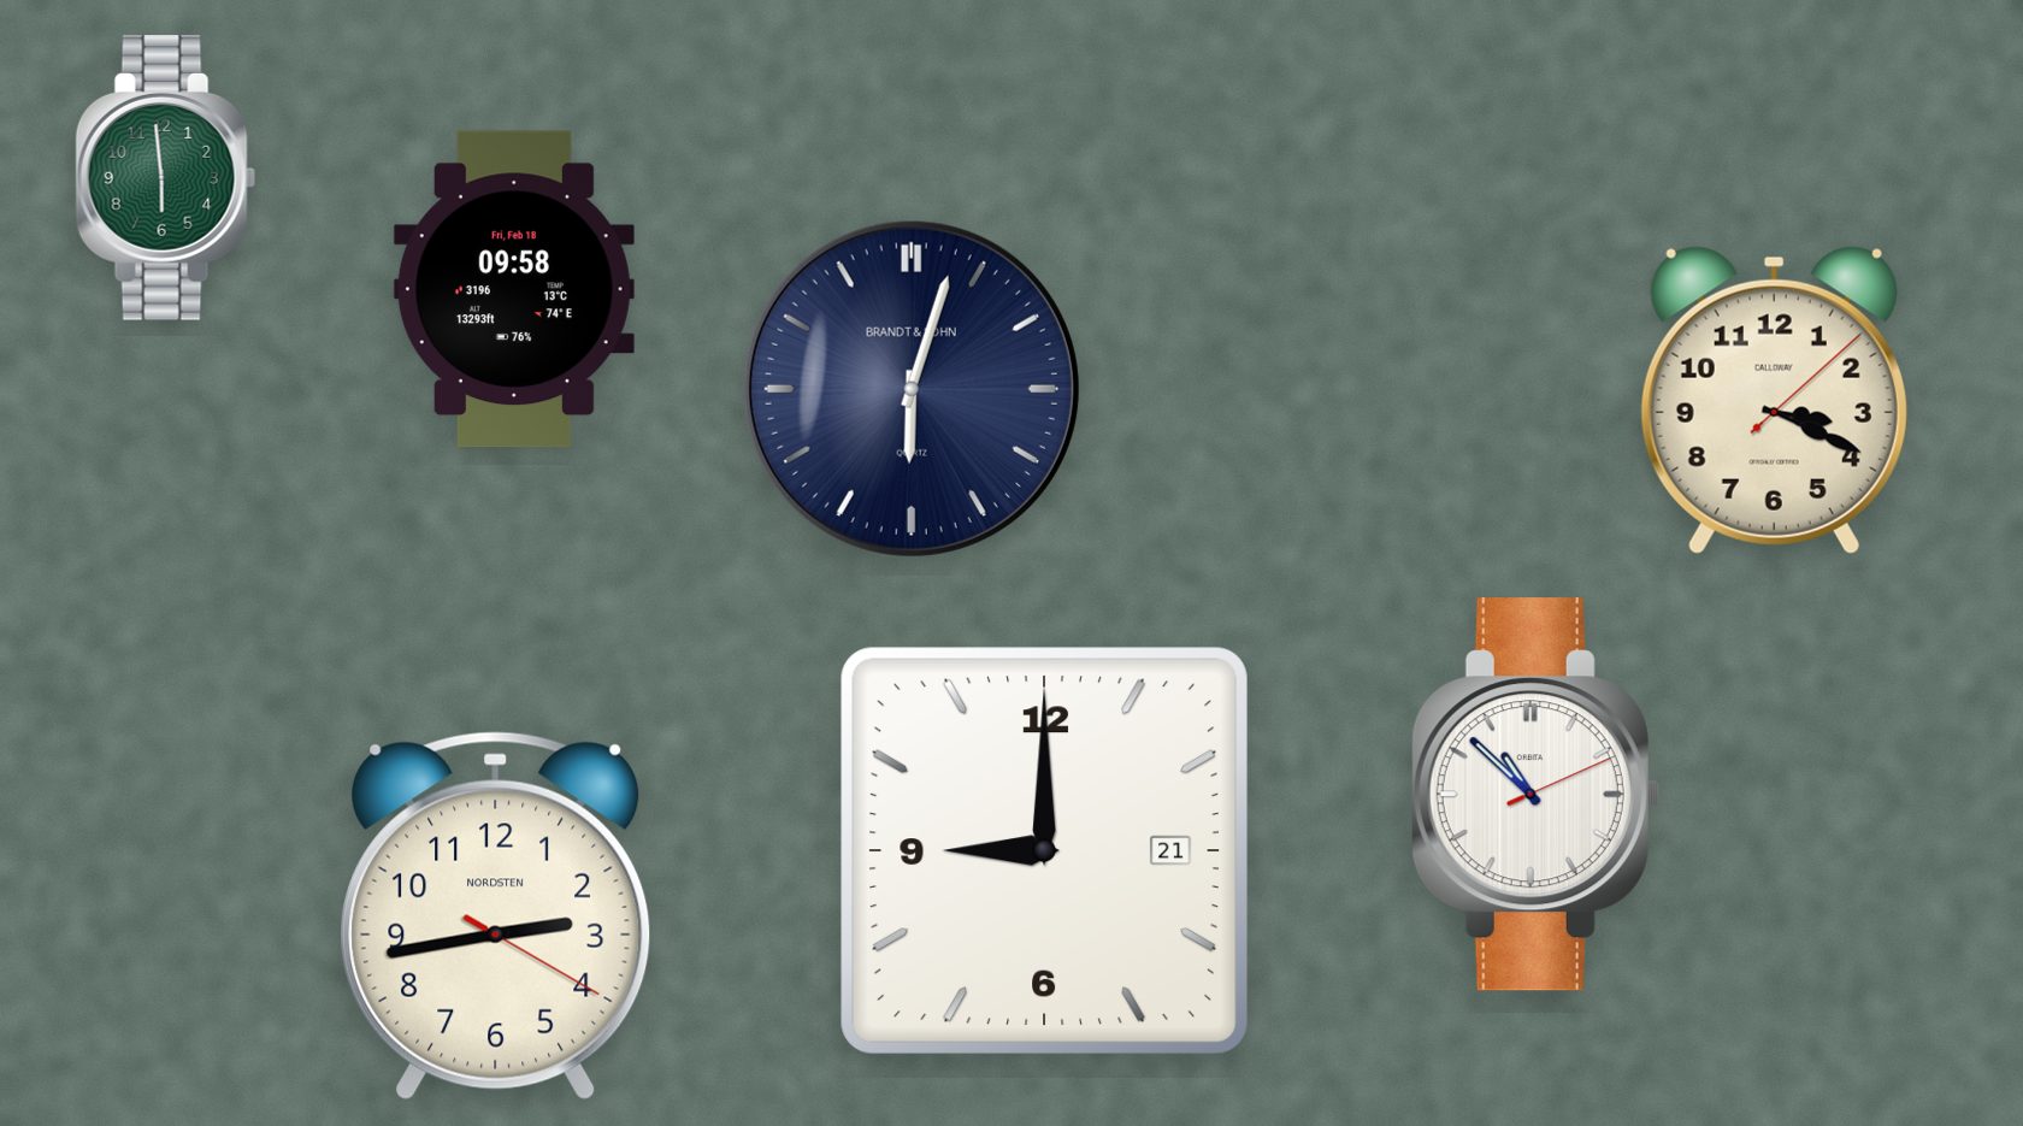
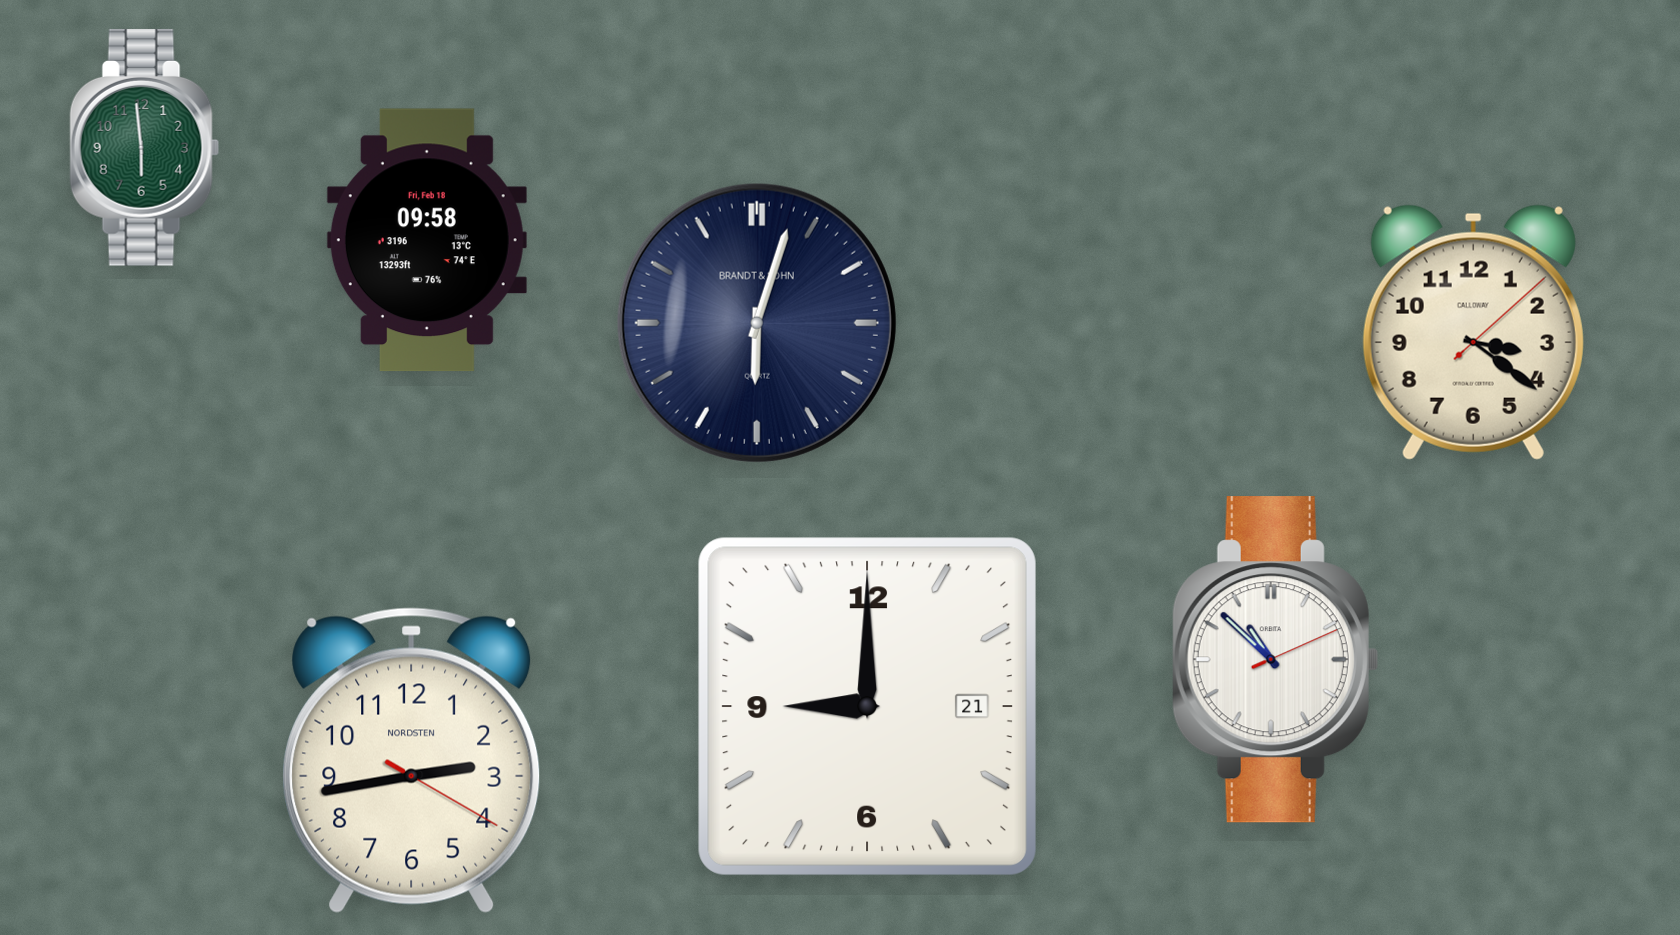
clock at (166, 177) position: (166, 177) -> (145, 147)
clock at (1774, 400): 3:19 -> 3:21
